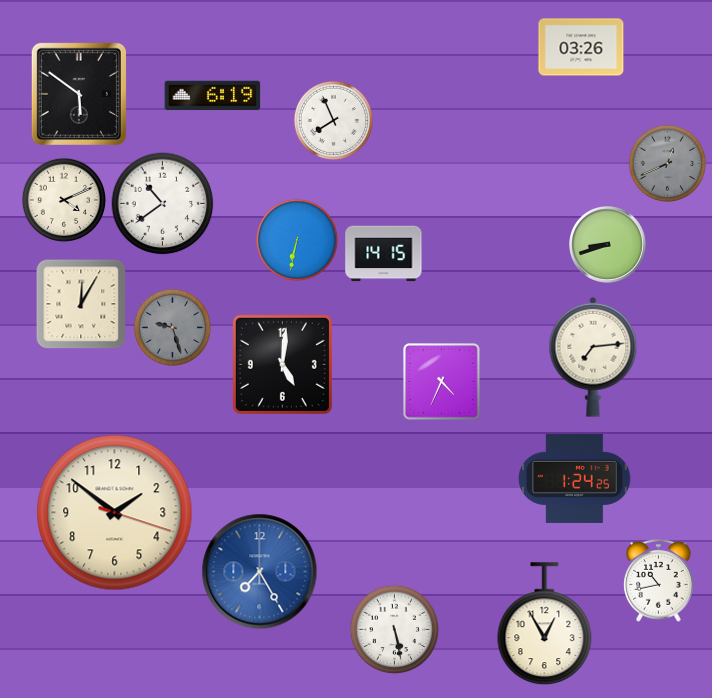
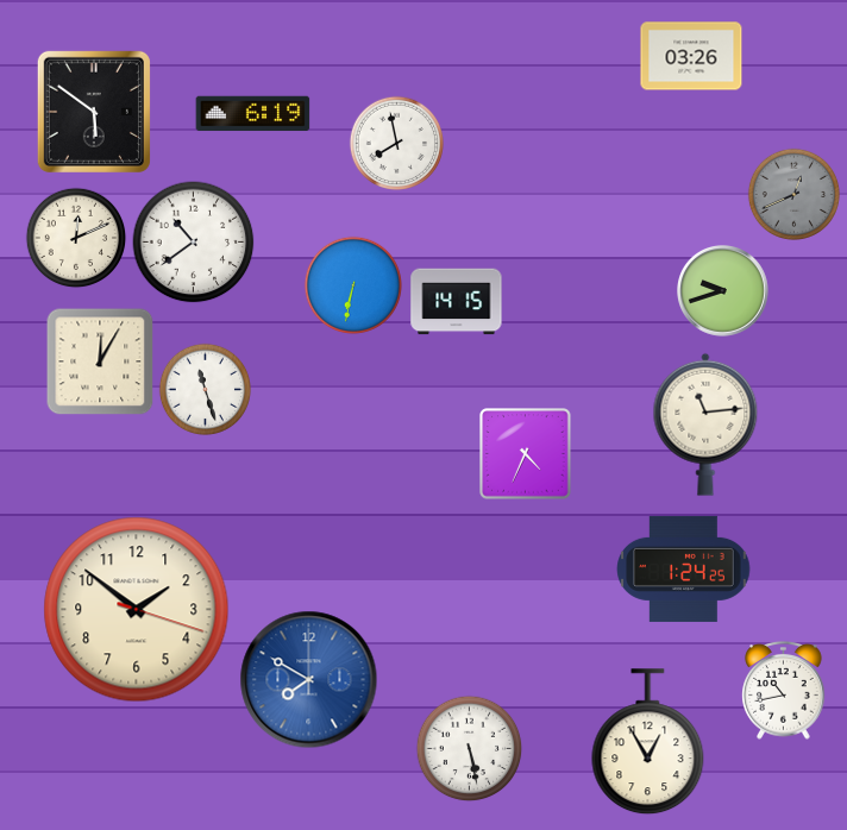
clock at (333, 120): 7:56 -> 7:58
clock at (64, 200): 4:11 -> 12:11
clock at (608, 245): 8:42 -> 9:42
clock at (81, 304) position: (81, 304) -> (100, 361)
clock at (172, 327): 9:27 -> 11:27
clock at (172, 327) dial: grey -> white
clock at (593, 357): 7:14 -> 11:14
clock at (282, 364): 5:01 -> none
clock at (260, 572): 7:25 -> 7:50
